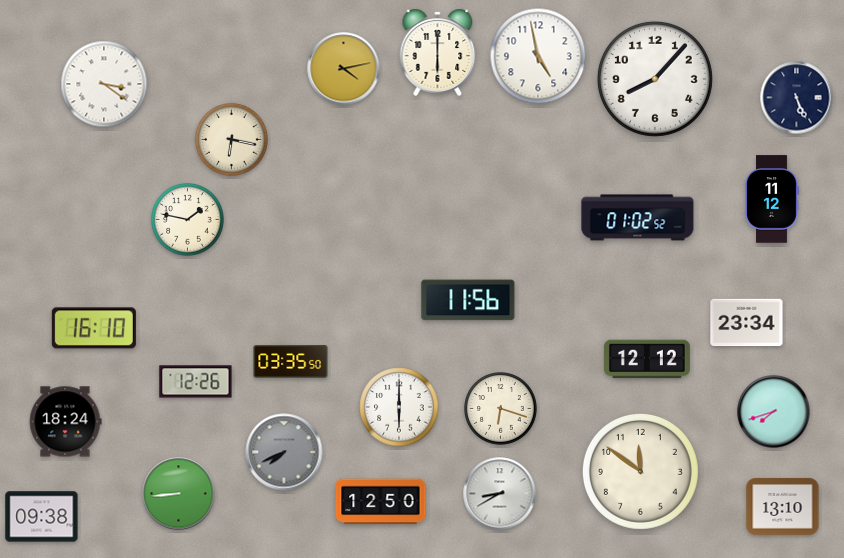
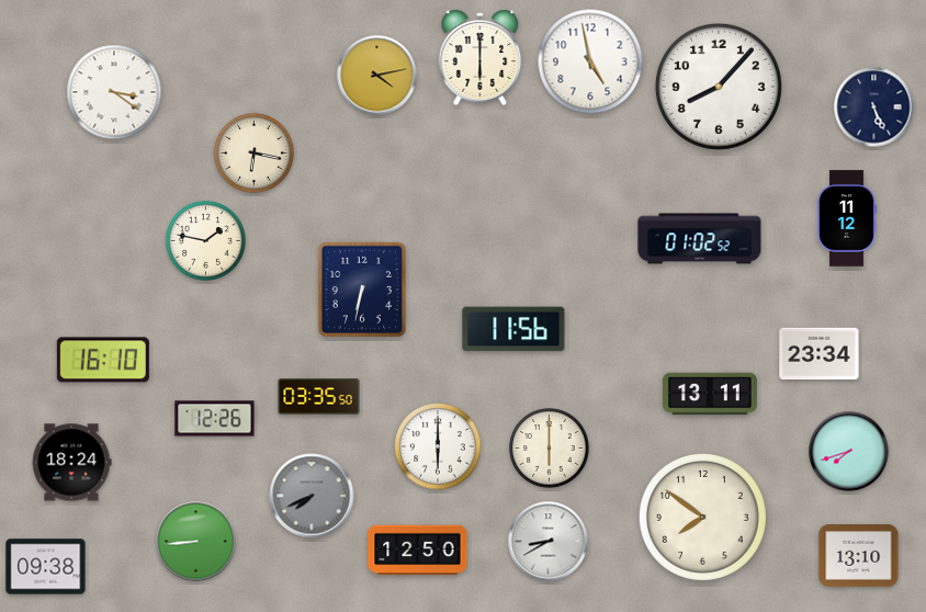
clock at (362, 290): none -> 6:32
clock at (647, 359): 12:12 -> 13:11
clock at (501, 409): 6:18 -> 6:00
clock at (640, 471): 11:51 -> 7:51
